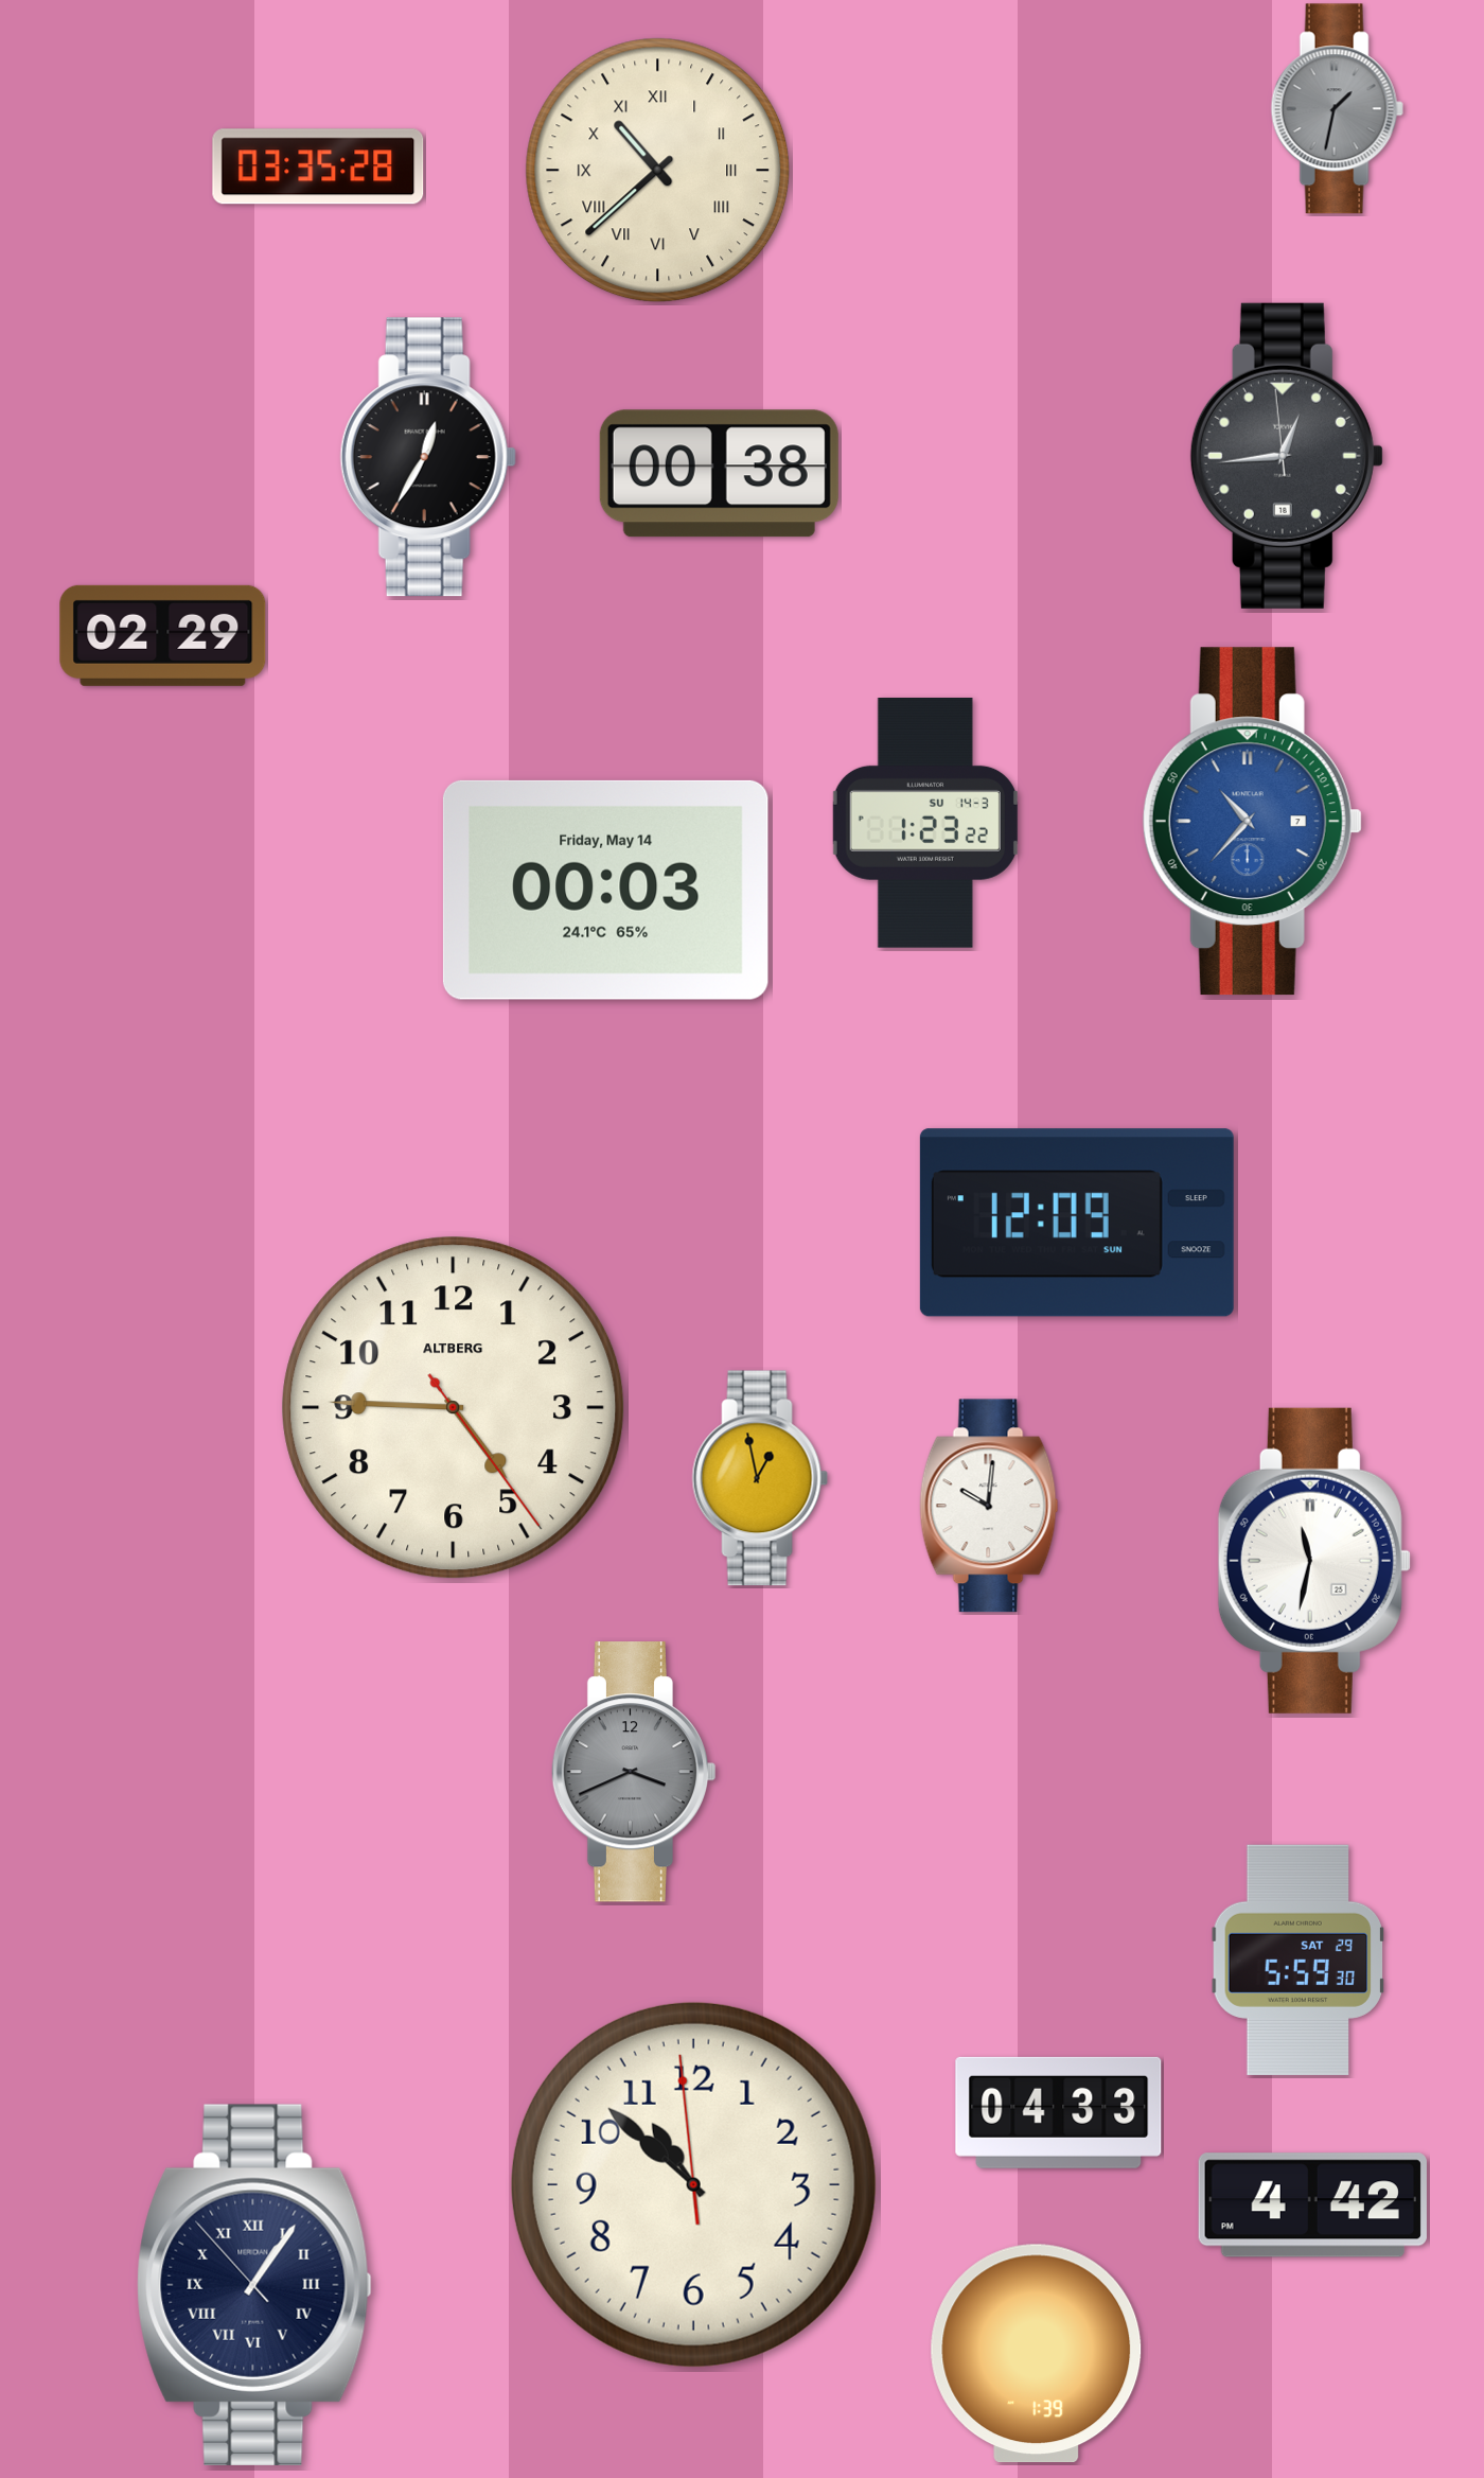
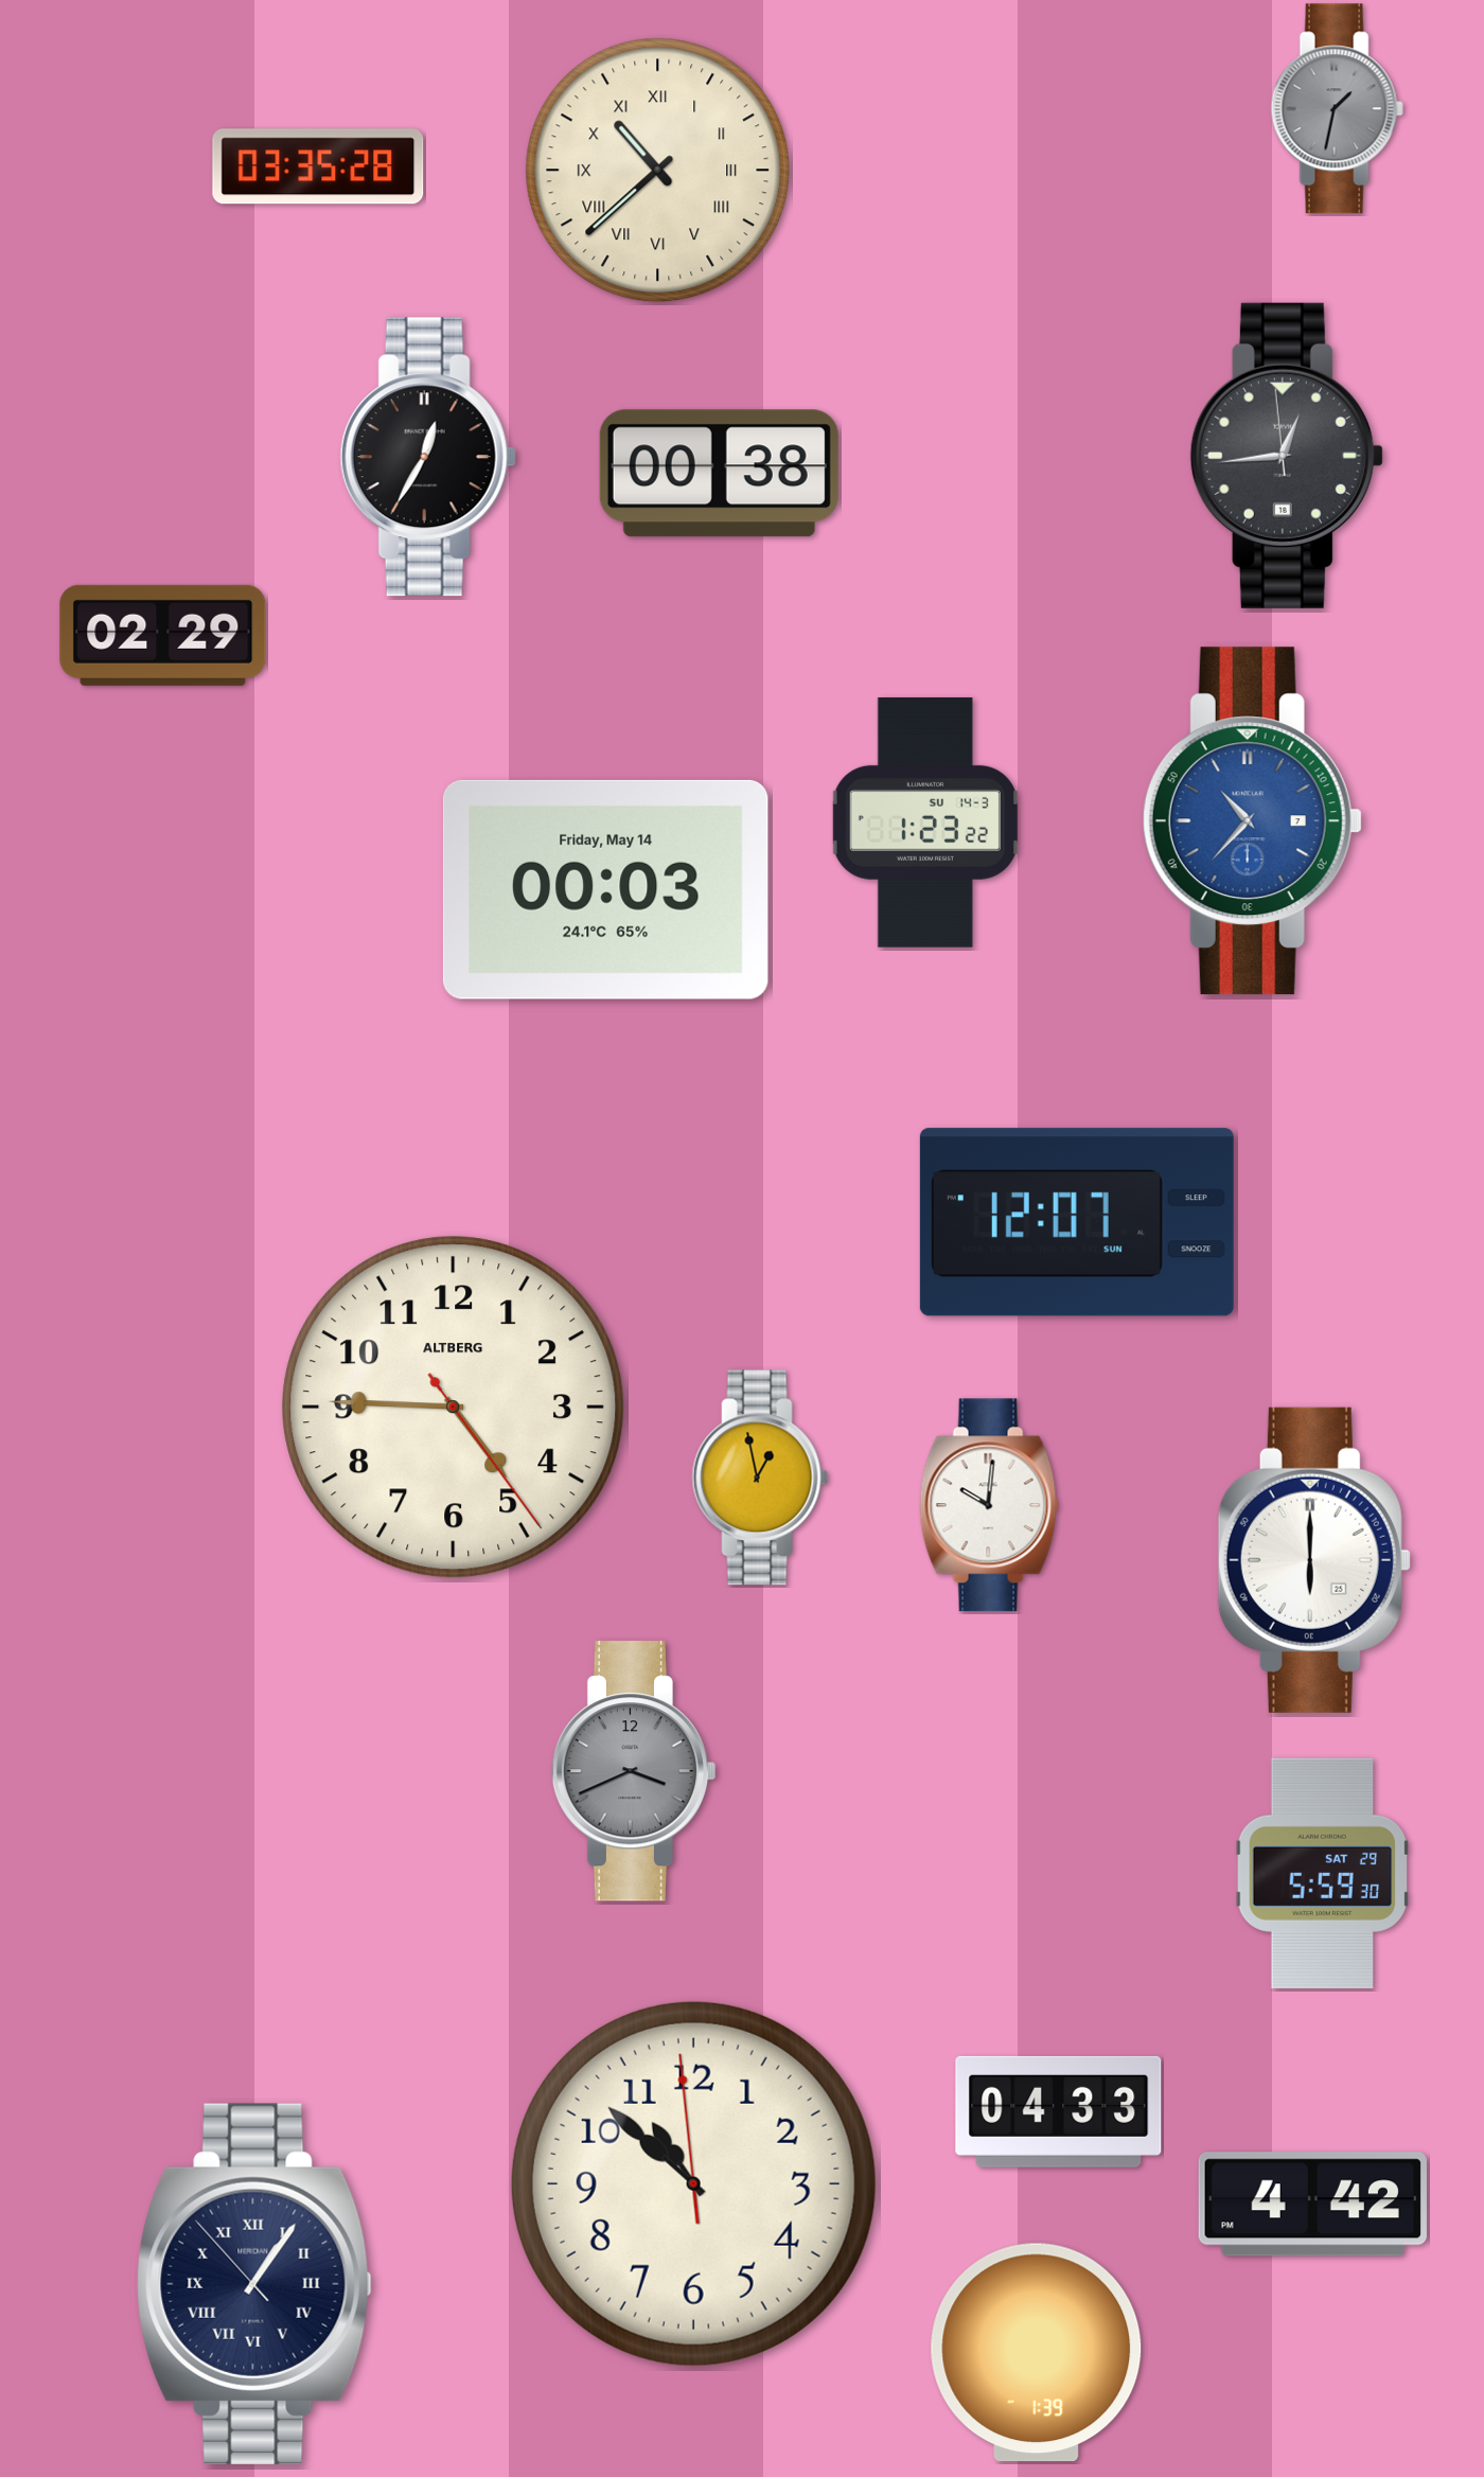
clock at (1077, 1223): 12:09 -> 12:07
clock at (1314, 1561): 11:32 -> 6:00
clock at (1297, 1959) position: (1297, 1959) -> (1322, 1873)
